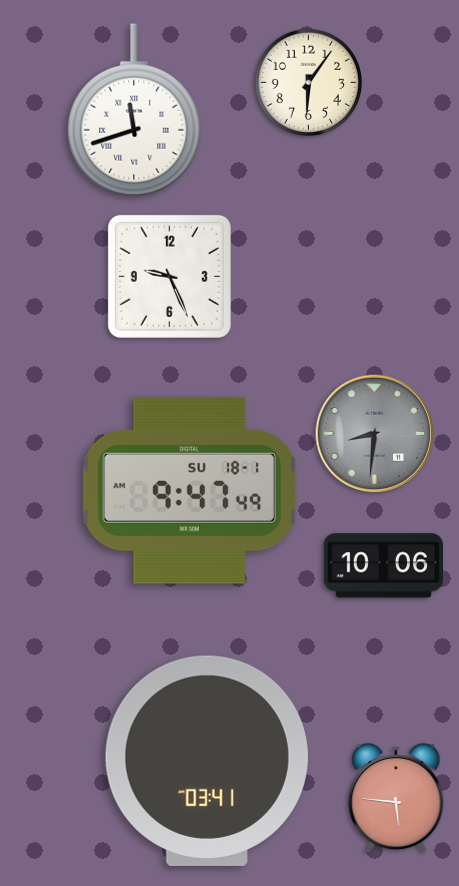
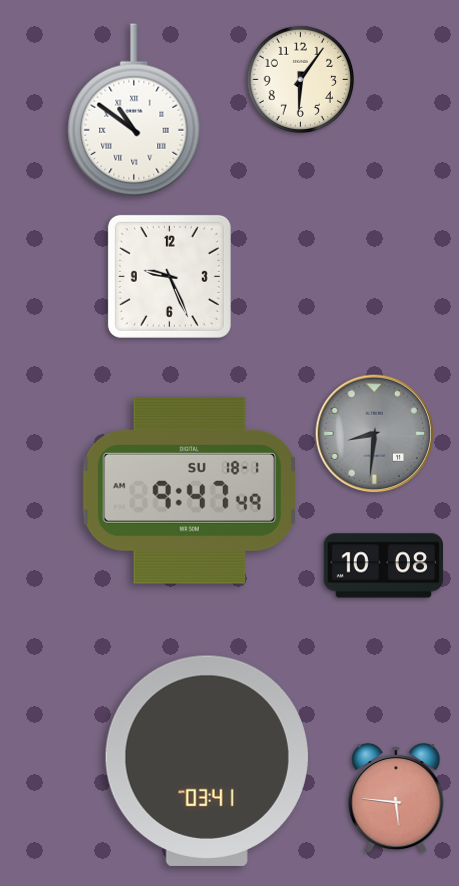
clock at (308, 82) position: (308, 82) -> (300, 79)
clock at (134, 110): 11:42 -> 10:51
clock at (383, 566): 10:06 -> 10:08
